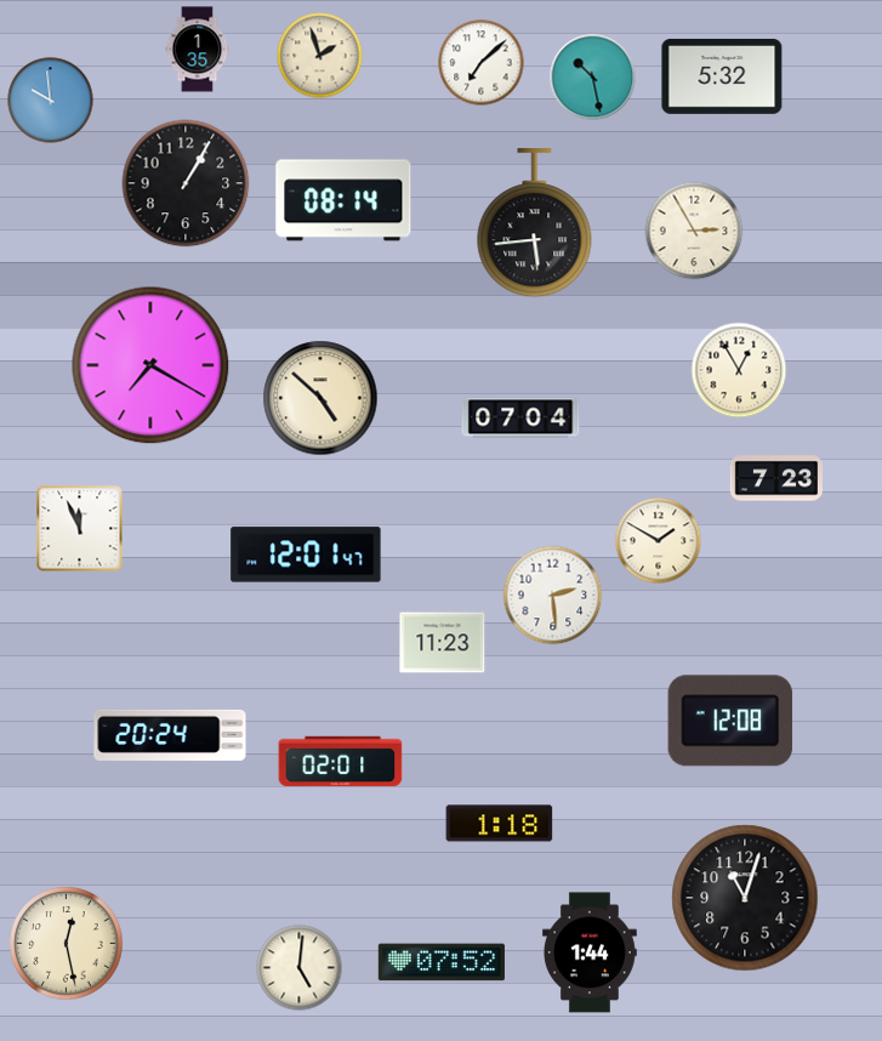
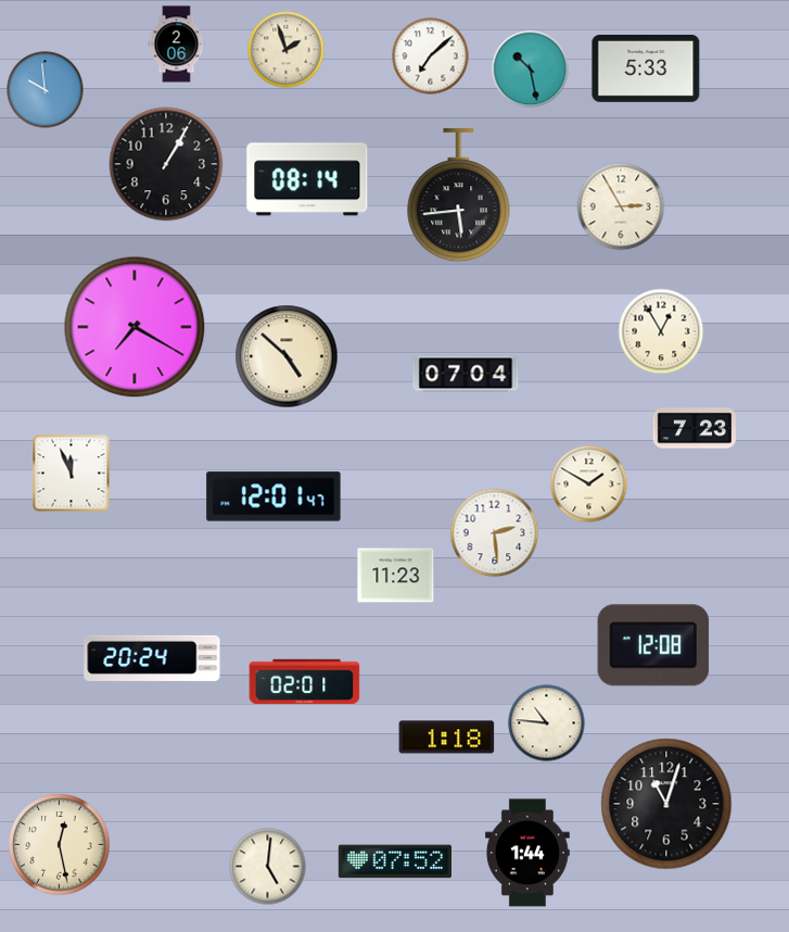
clock at (198, 50): 1:35 -> 2:06
clock at (722, 76): 5:32 -> 5:33
clock at (535, 223) position: (535, 223) -> (459, 196)
clock at (547, 723): none -> 10:46
